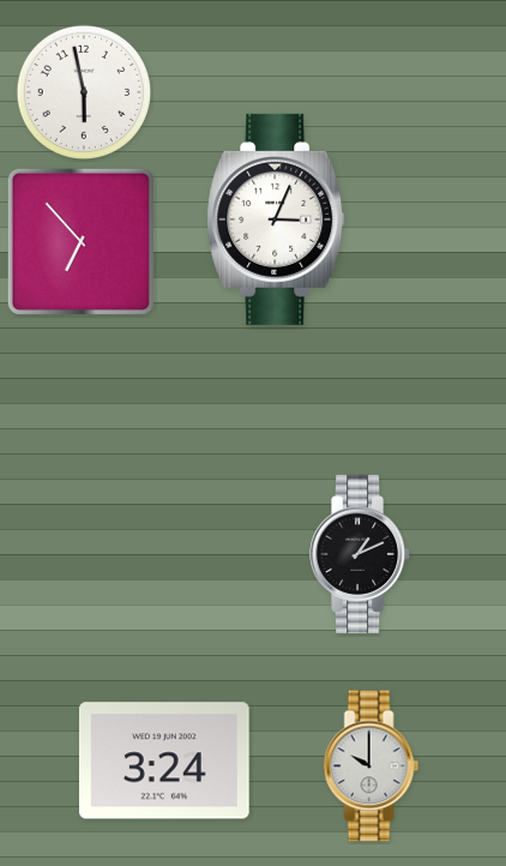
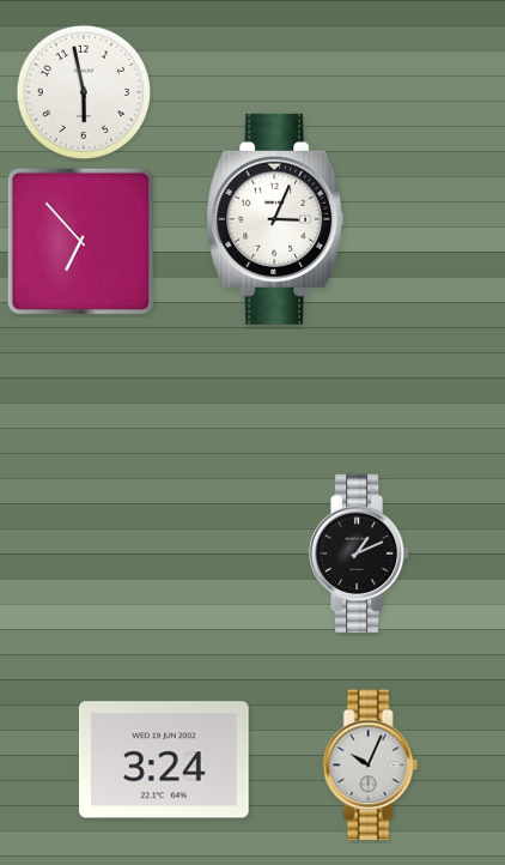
clock at (372, 766): 10:00 -> 10:04
